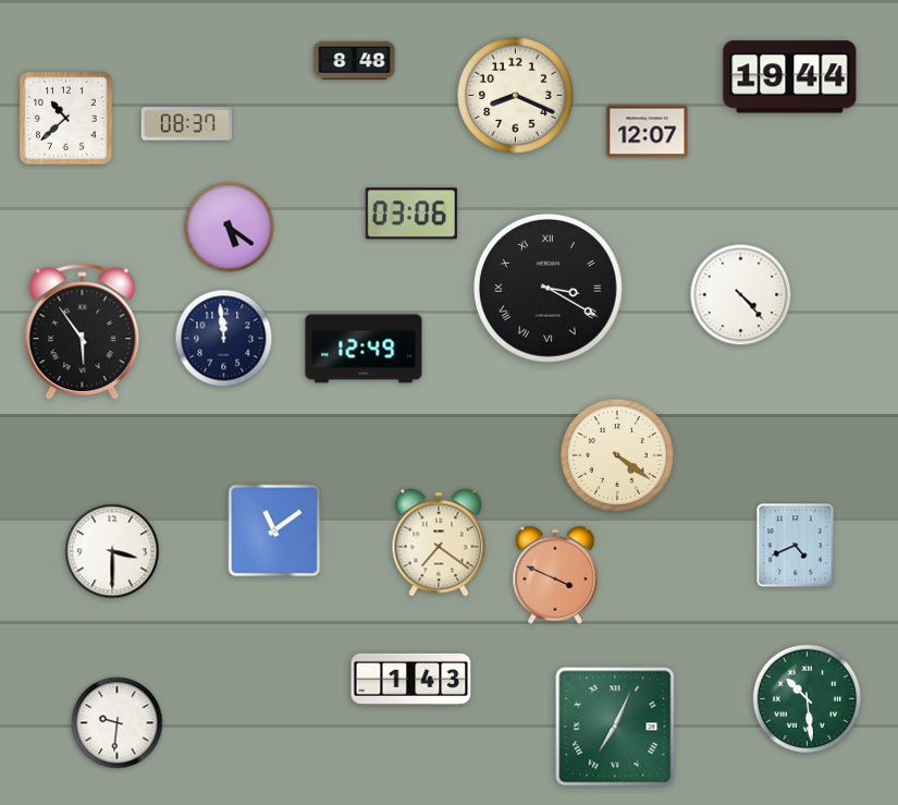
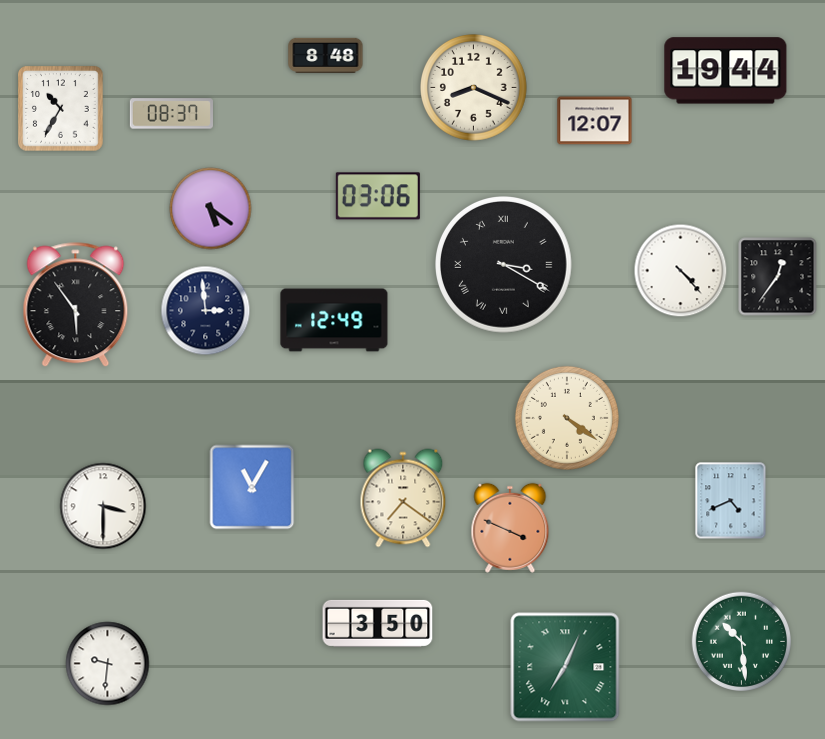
clock at (66, 119): 10:38 -> 10:35
clock at (778, 277): none -> 12:36
clock at (224, 339): 11:59 -> 2:59
clock at (274, 530): 11:09 -> 11:05
clock at (411, 679): 1:43 -> 3:50
